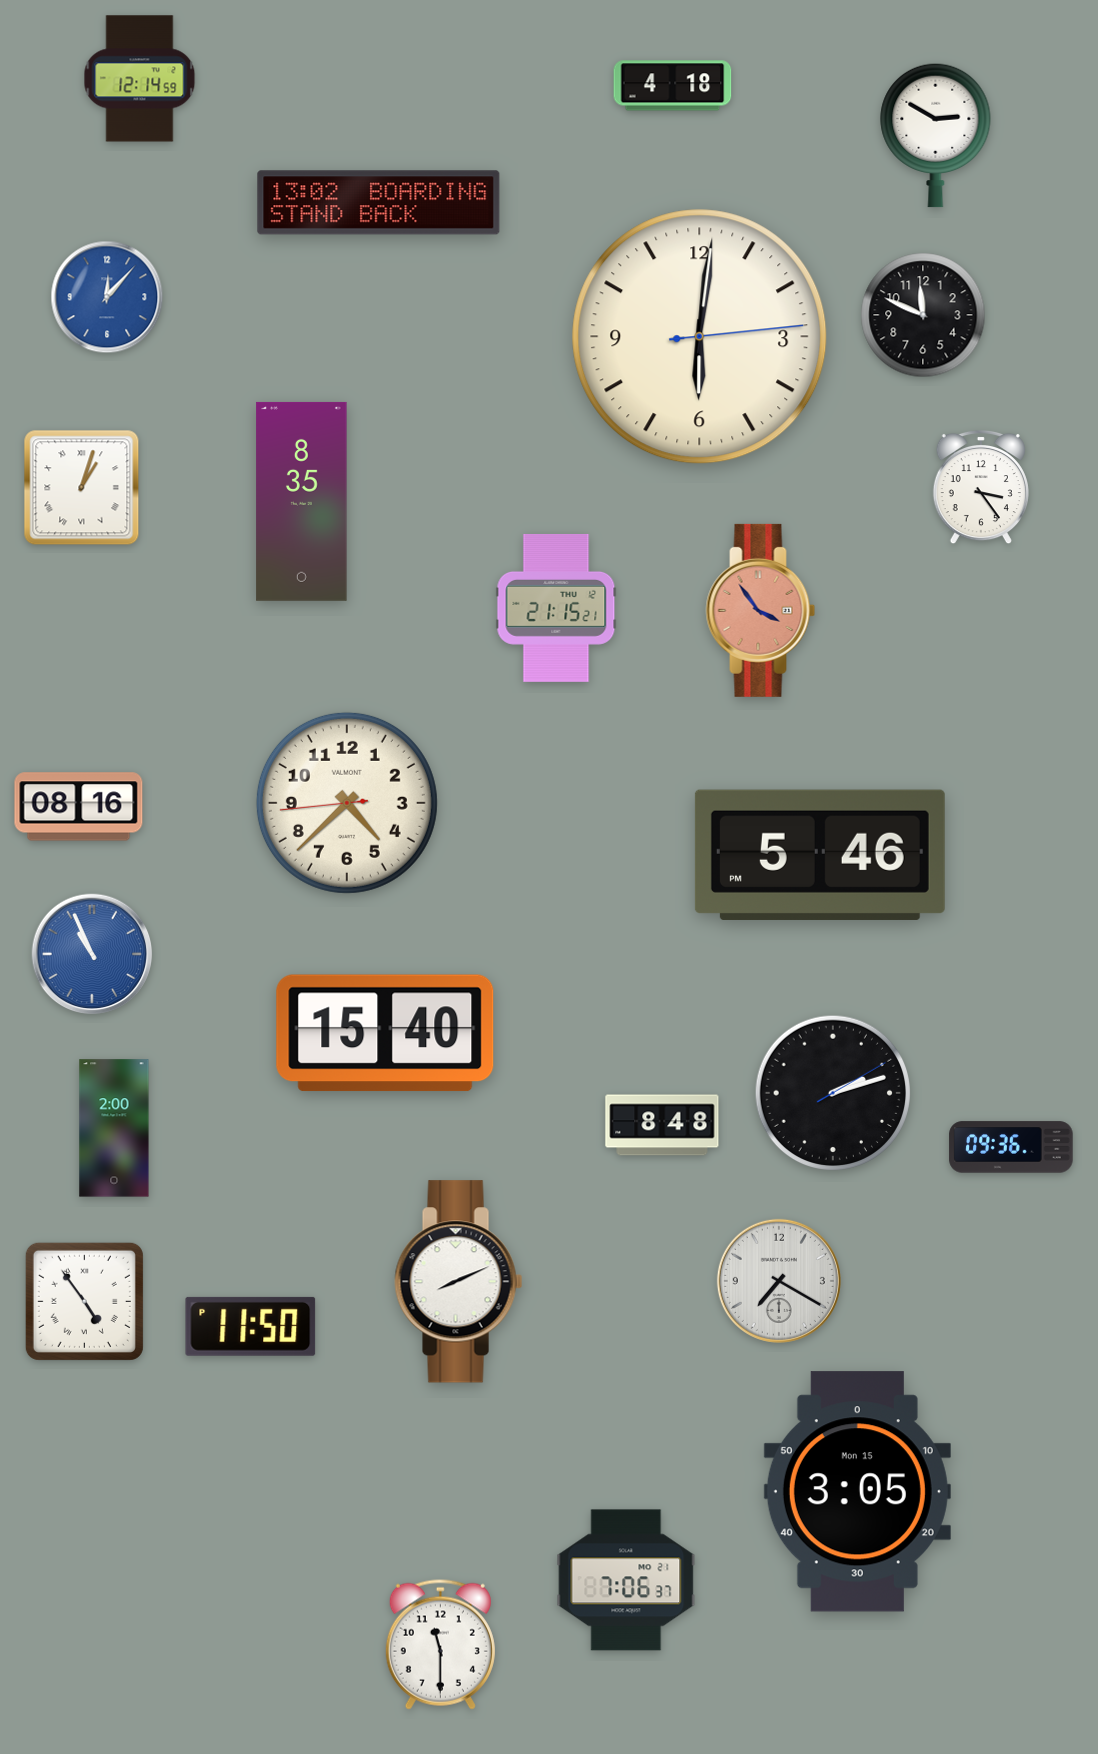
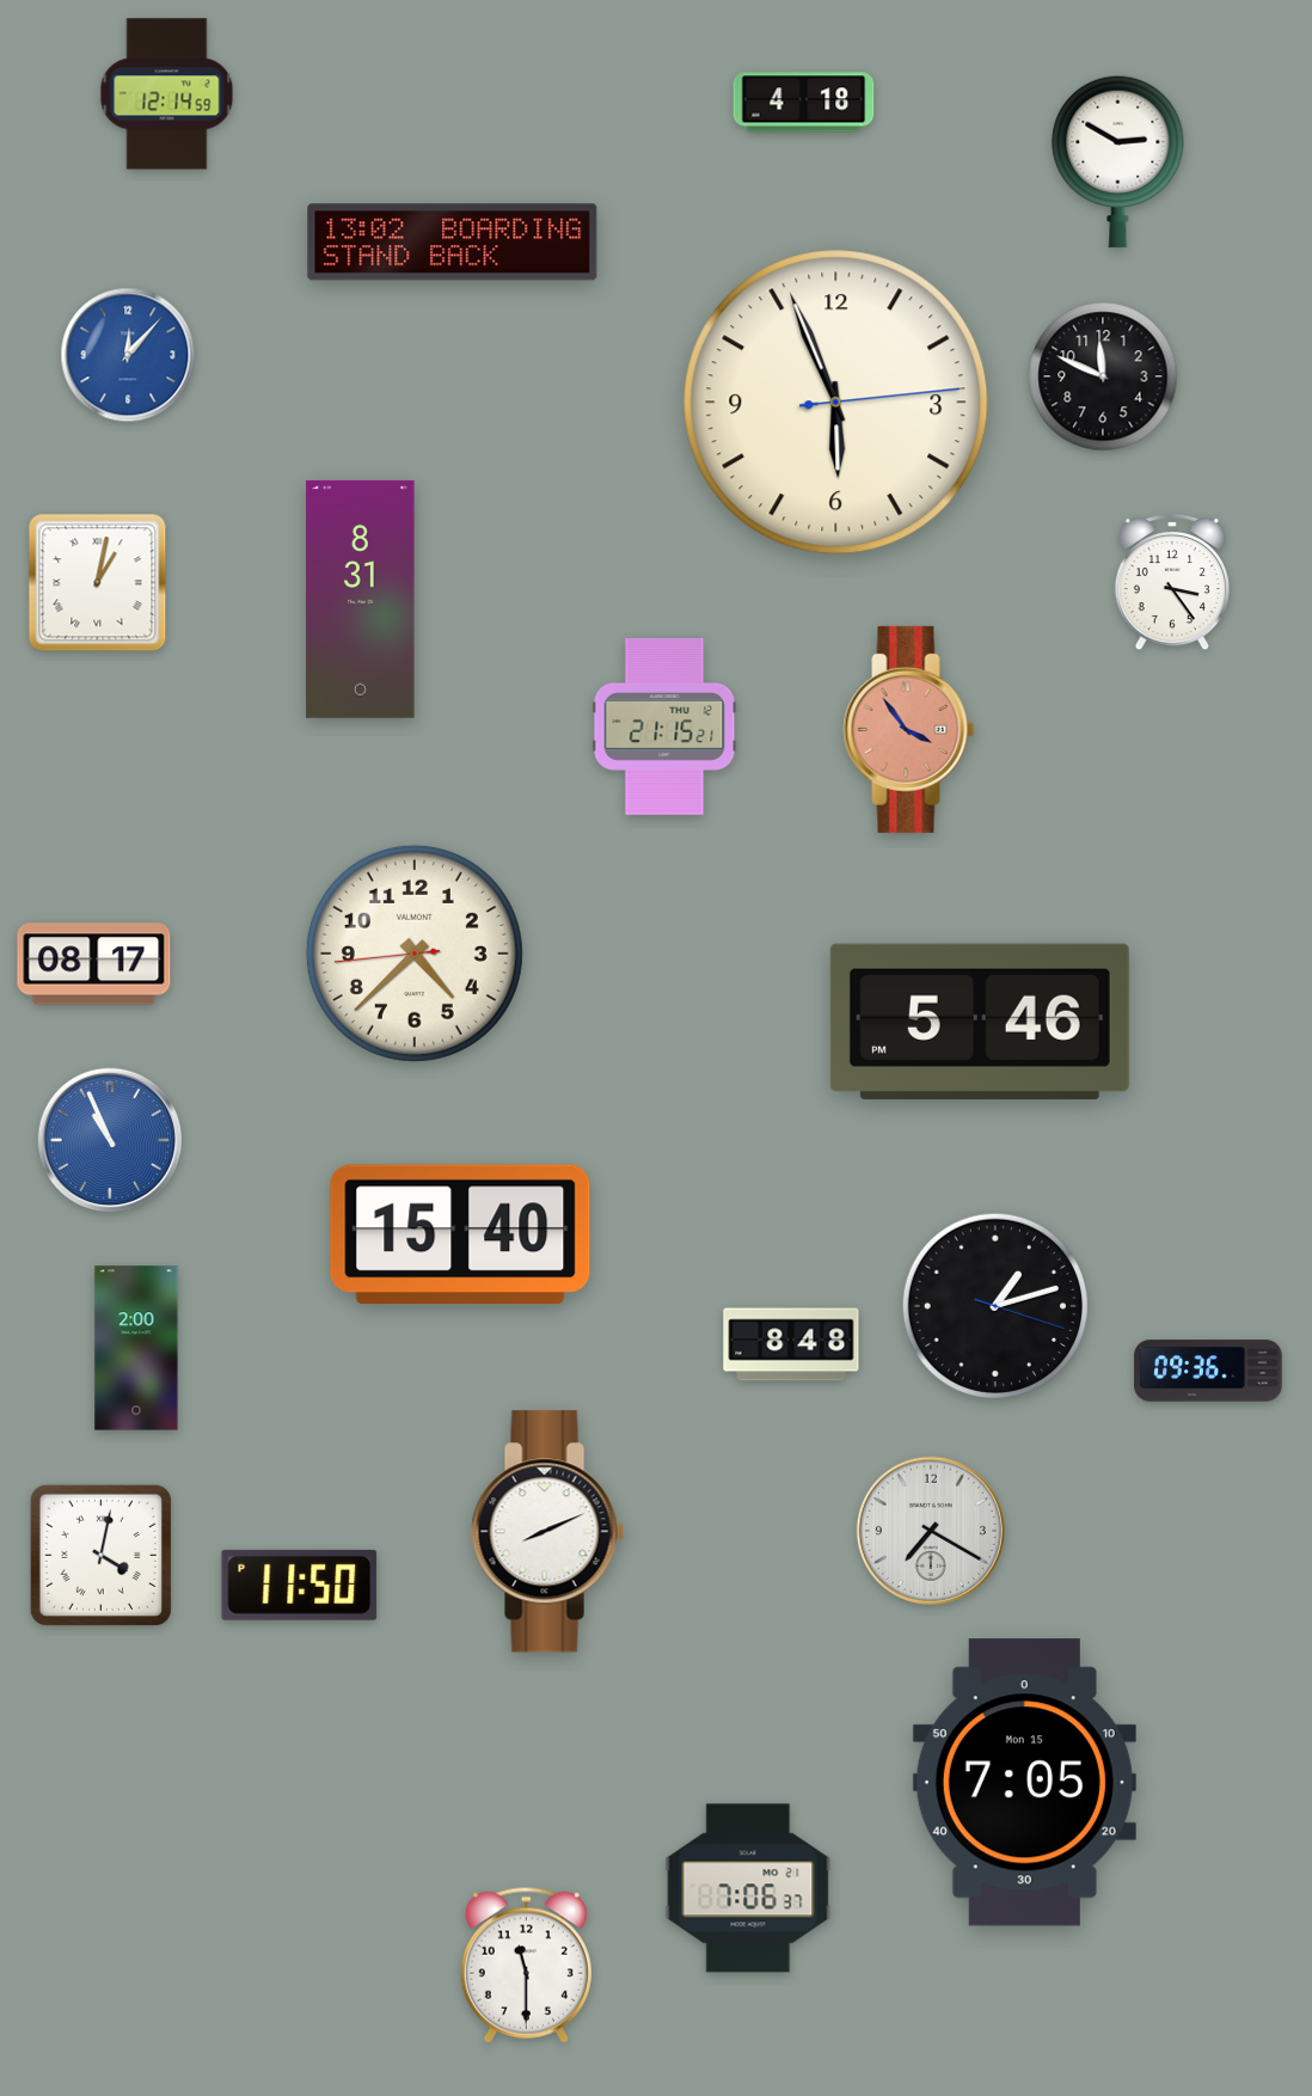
clock at (700, 337): 6:01 -> 5:56
clock at (82, 488): 1:03 -> 1:02
clock at (302, 501): 8:35 -> 8:31
clock at (347, 803) position: (347, 803) -> (415, 954)
clock at (79, 807): 08:16 -> 08:17
clock at (833, 1093): 2:12 -> 1:12
clock at (84, 1301): 4:54 -> 4:02
clock at (857, 1492): 3:05 -> 7:05
